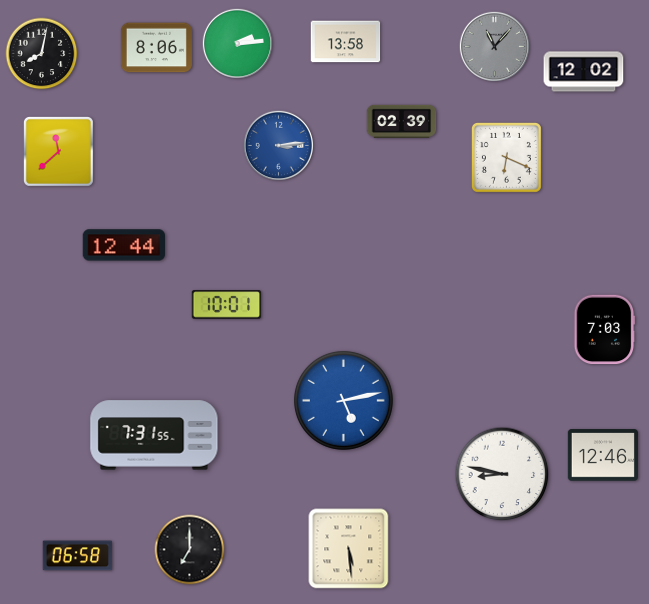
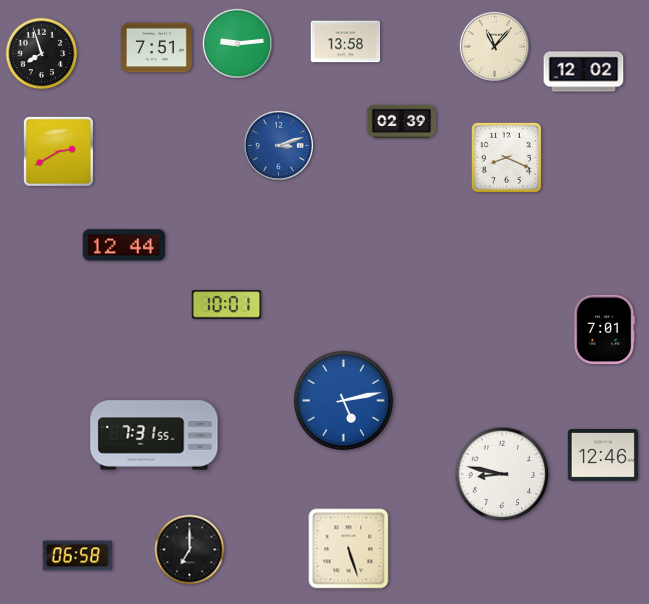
clock at (237, 43): 2:14 -> 9:14
clock at (494, 46) dial: grey -> cream
clock at (156, 48): 8:06 -> 7:51
clock at (42, 54): 8:02 -> 7:57
clock at (278, 145): 3:14 -> 3:12
clock at (58, 151): 11:38 -> 2:40
clock at (506, 157): 6:19 -> 8:19
clock at (604, 330): 7:03 -> 7:01
clock at (349, 549): 5:29 -> 5:27
